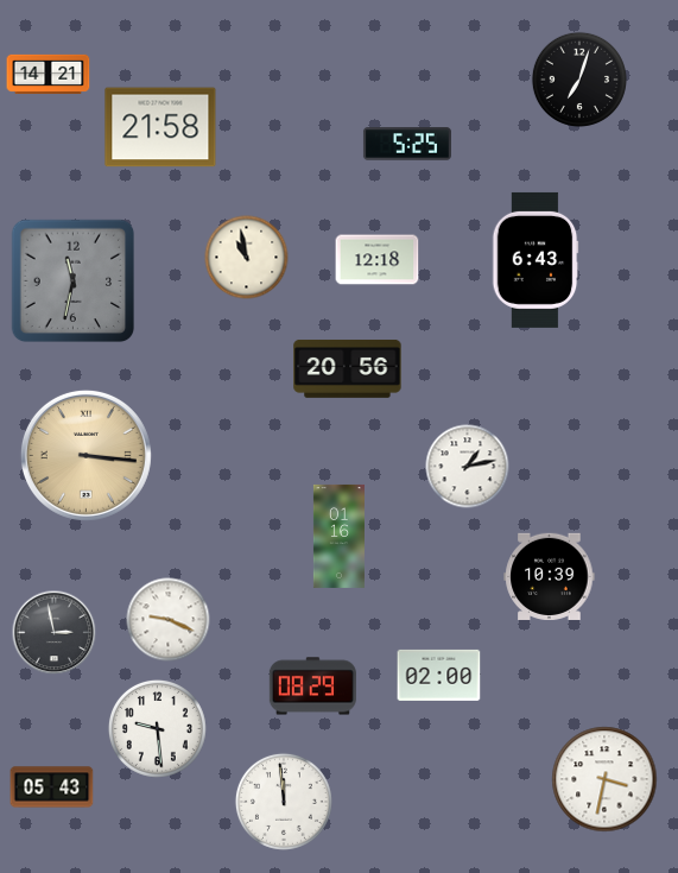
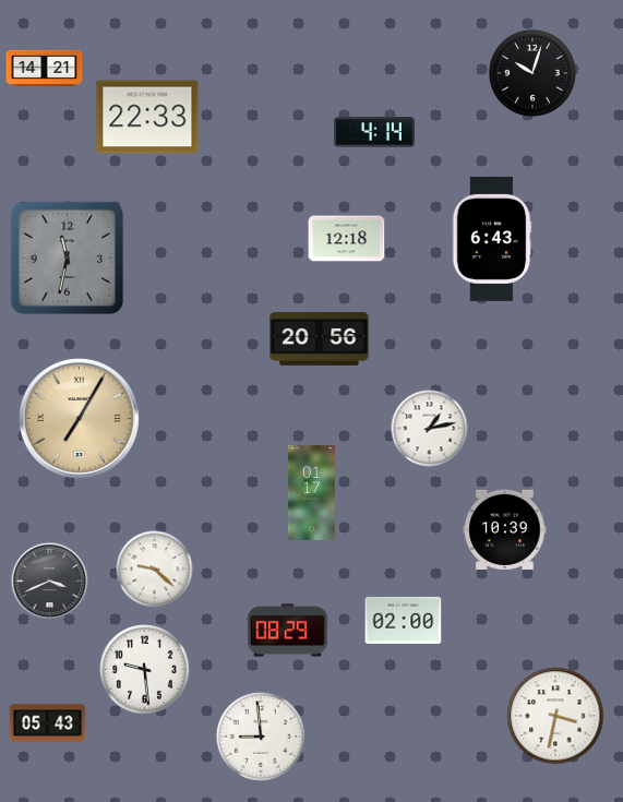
clock at (579, 80): 7:03 -> 10:03
clock at (160, 127): 21:58 -> 22:33
clock at (407, 144): 5:25 -> 4:14
clock at (247, 258): 10:58 -> none
clock at (85, 455): 3:16 -> 7:05
clock at (338, 536): 01:16 -> 01:17
clock at (169, 620): 9:19 -> 9:22
clock at (55, 633): 2:58 -> 3:41
clock at (284, 802): 11:59 -> 8:59
